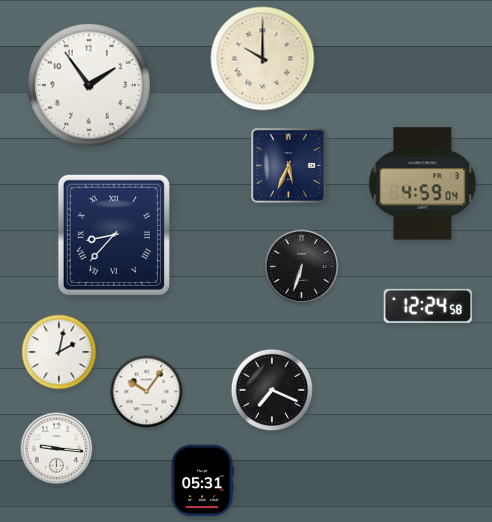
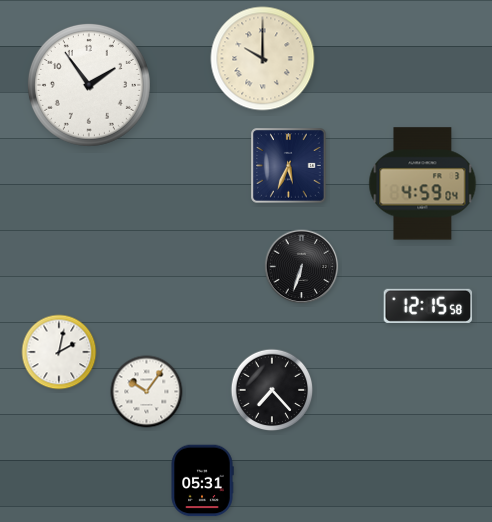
clock at (114, 235): 8:37 -> none
clock at (428, 306): 12:24 -> 12:15
clock at (272, 390): 7:19 -> 7:23
clock at (57, 449): 9:16 -> none
